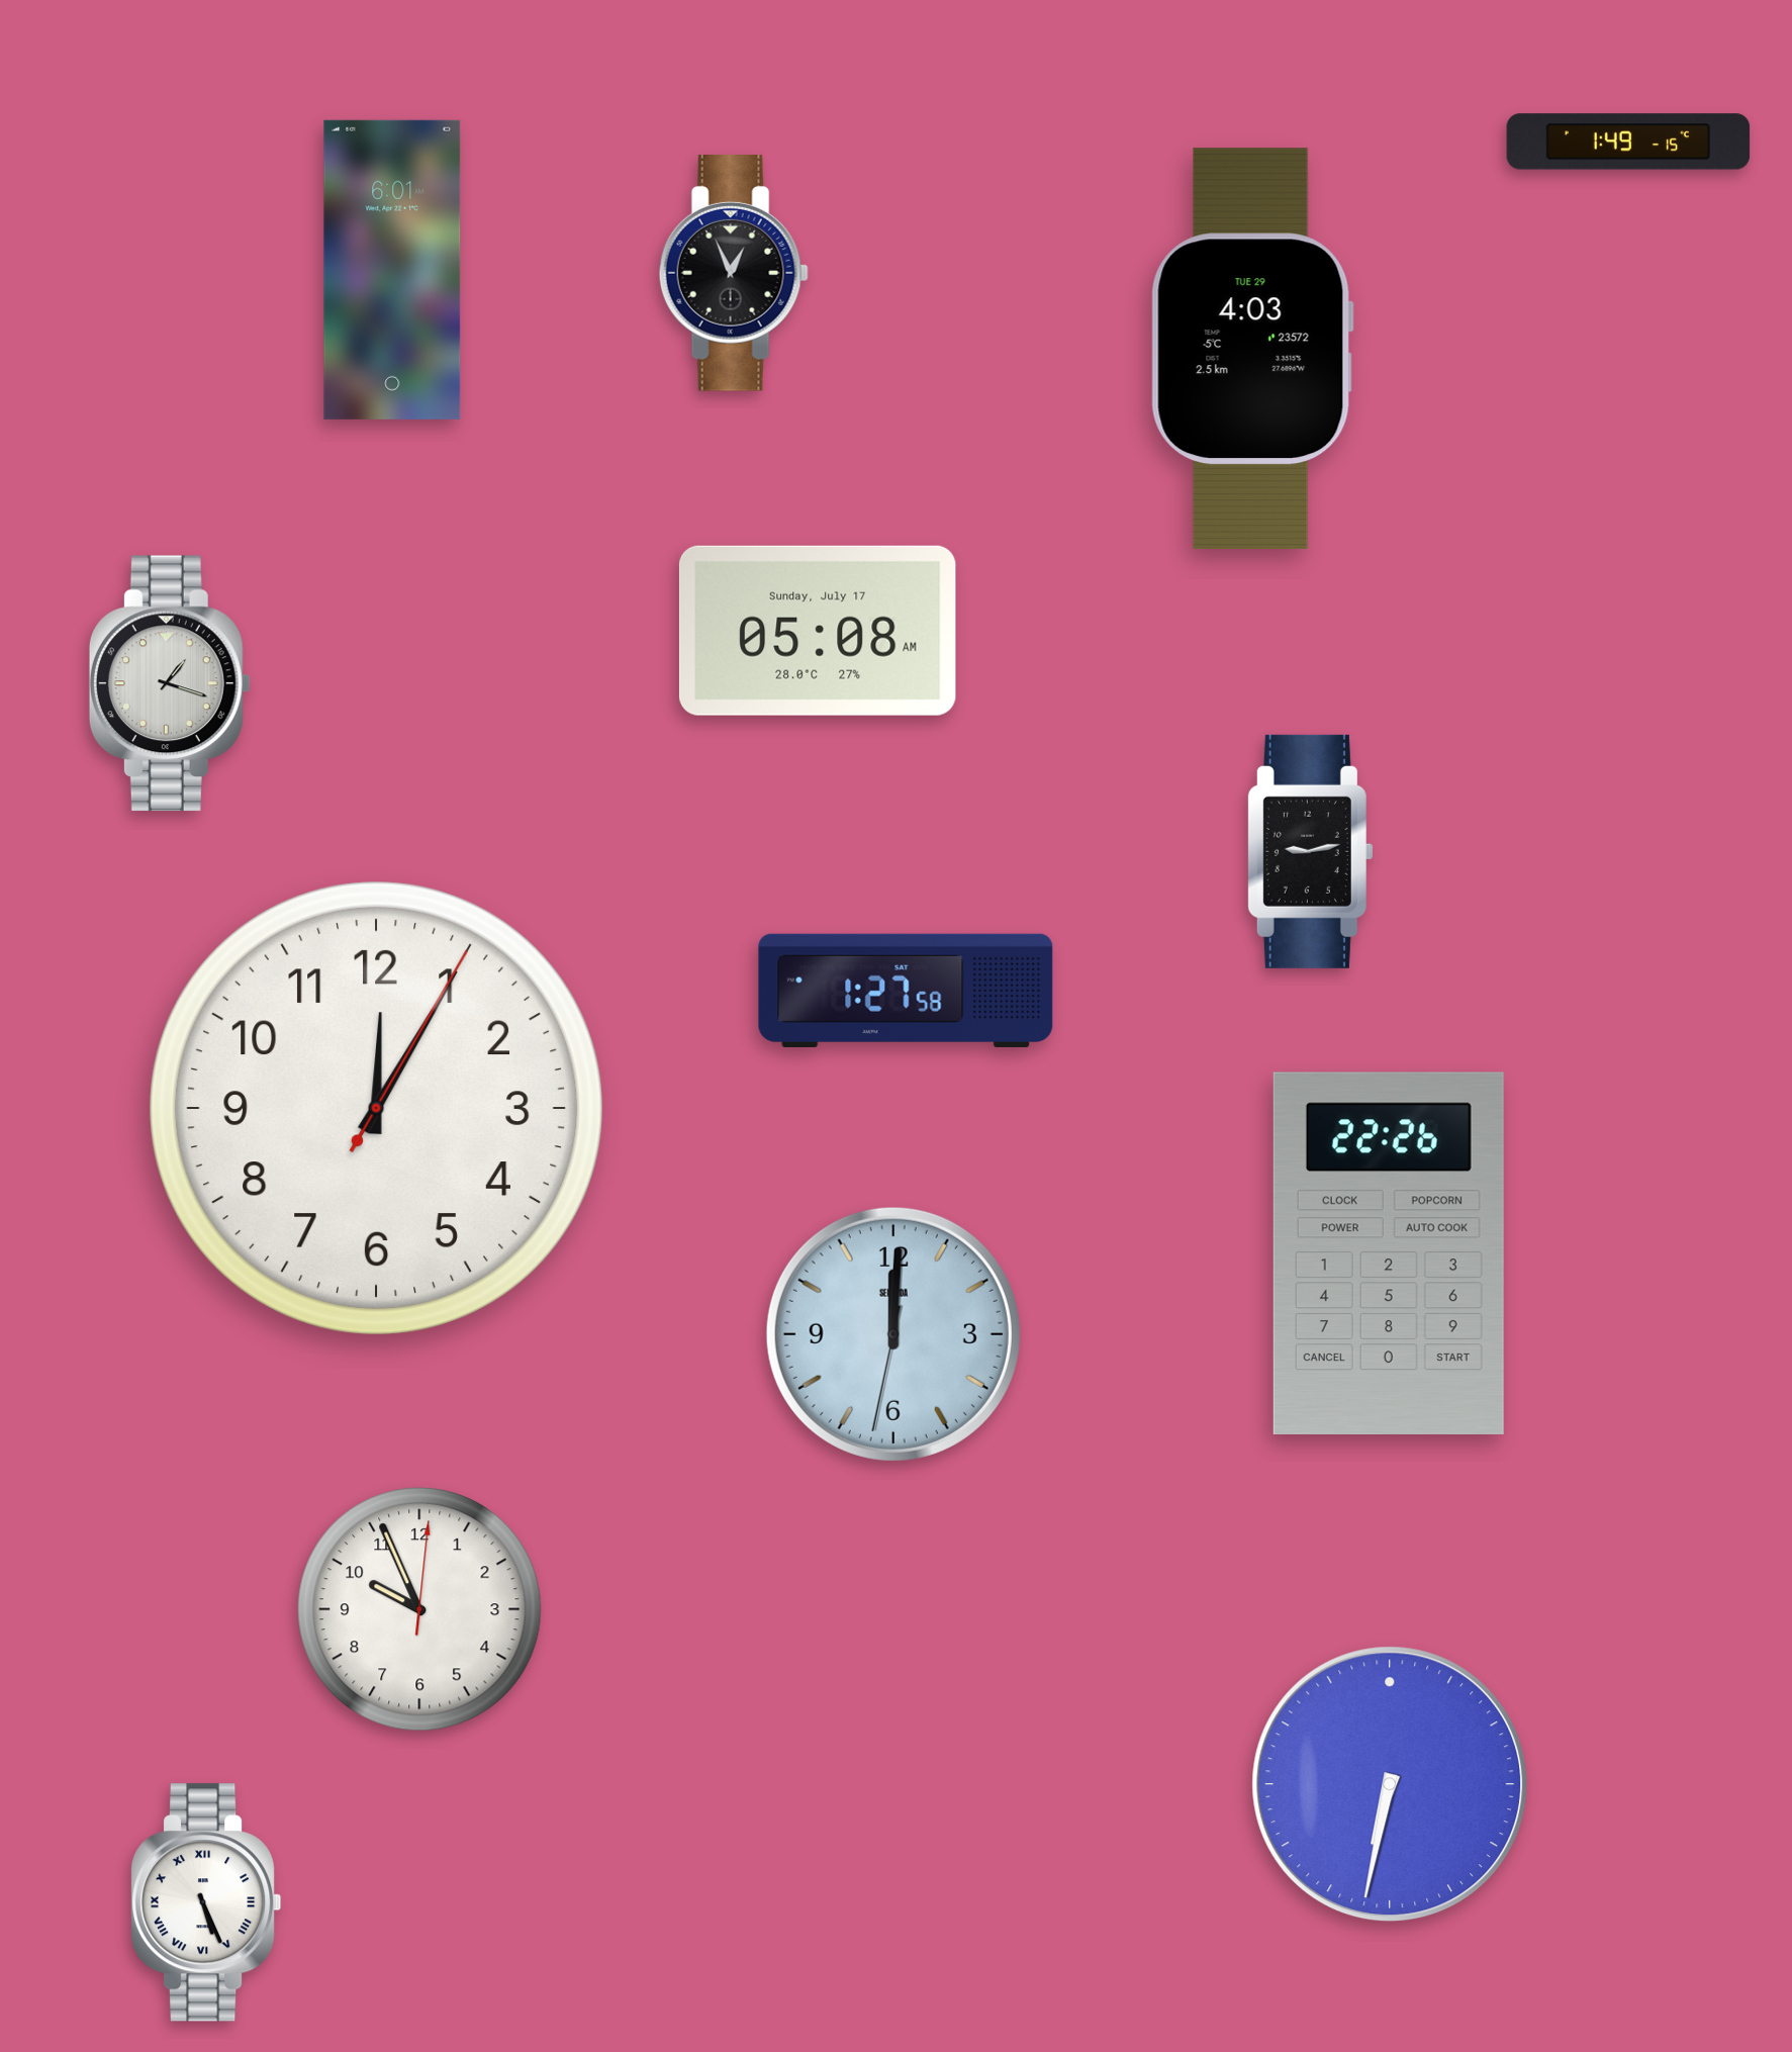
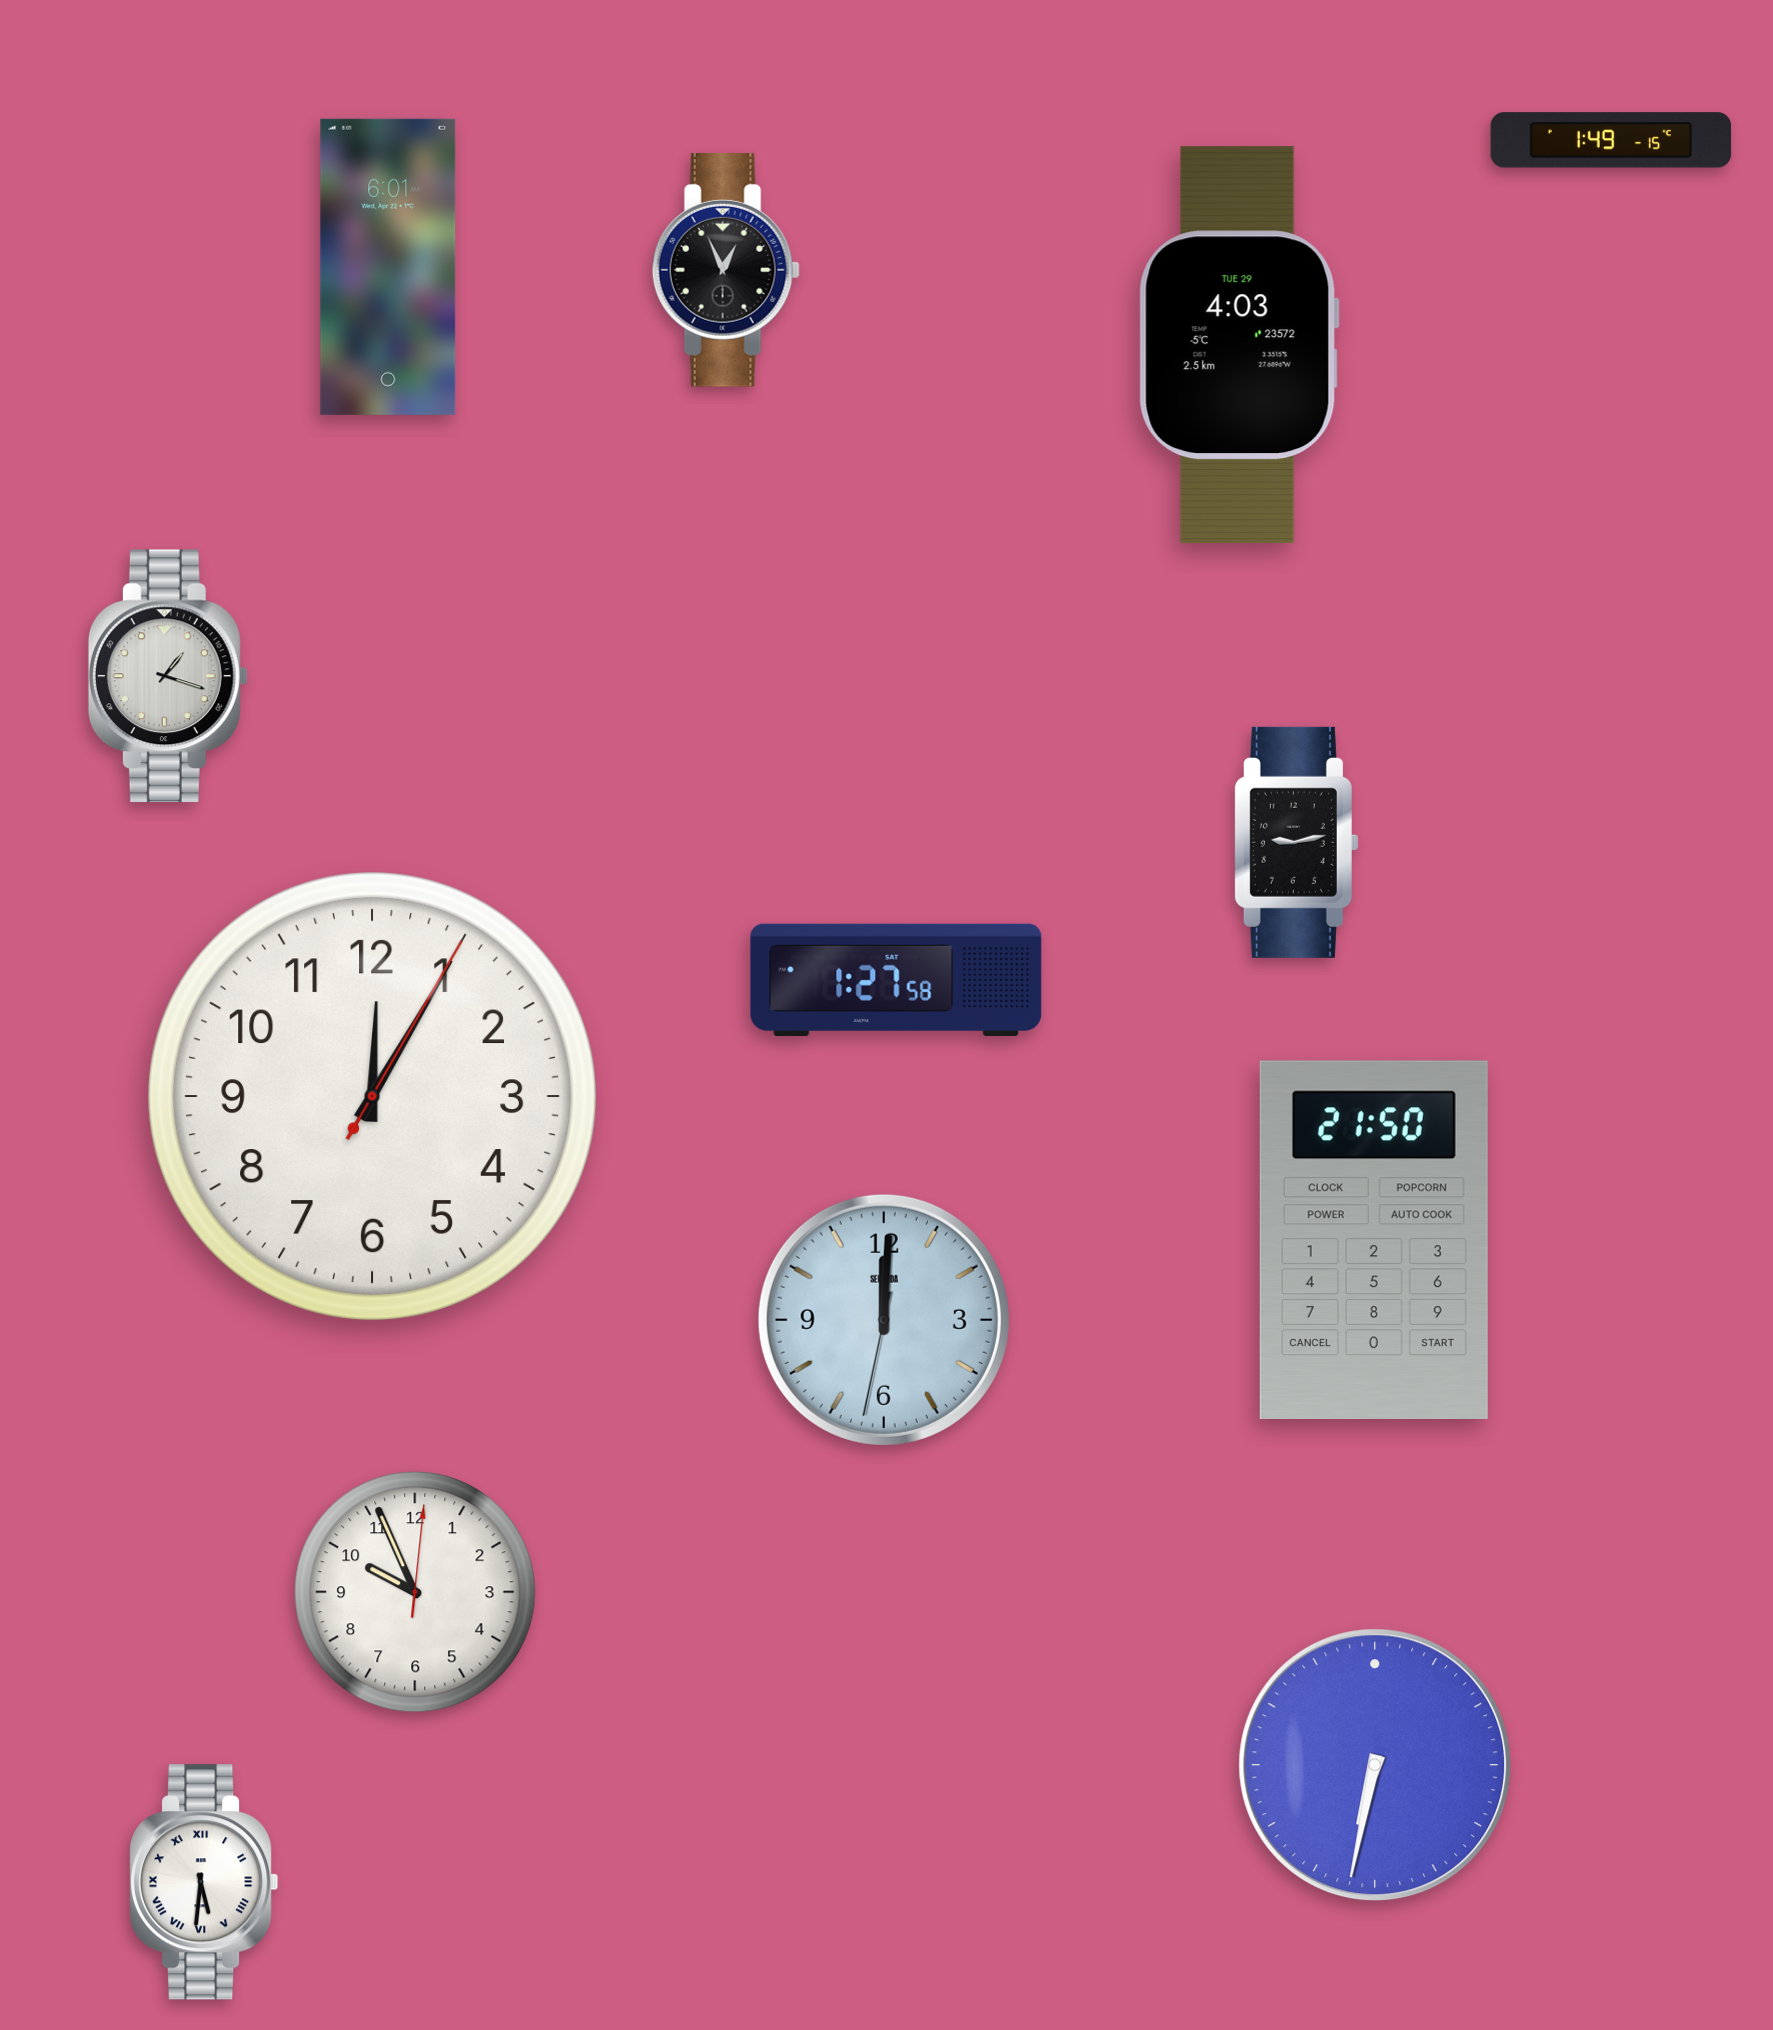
clock at (818, 631): 05:08 -> none
clock at (1389, 1252): 22:26 -> 21:50
clock at (206, 1902): 5:26 -> 5:31
